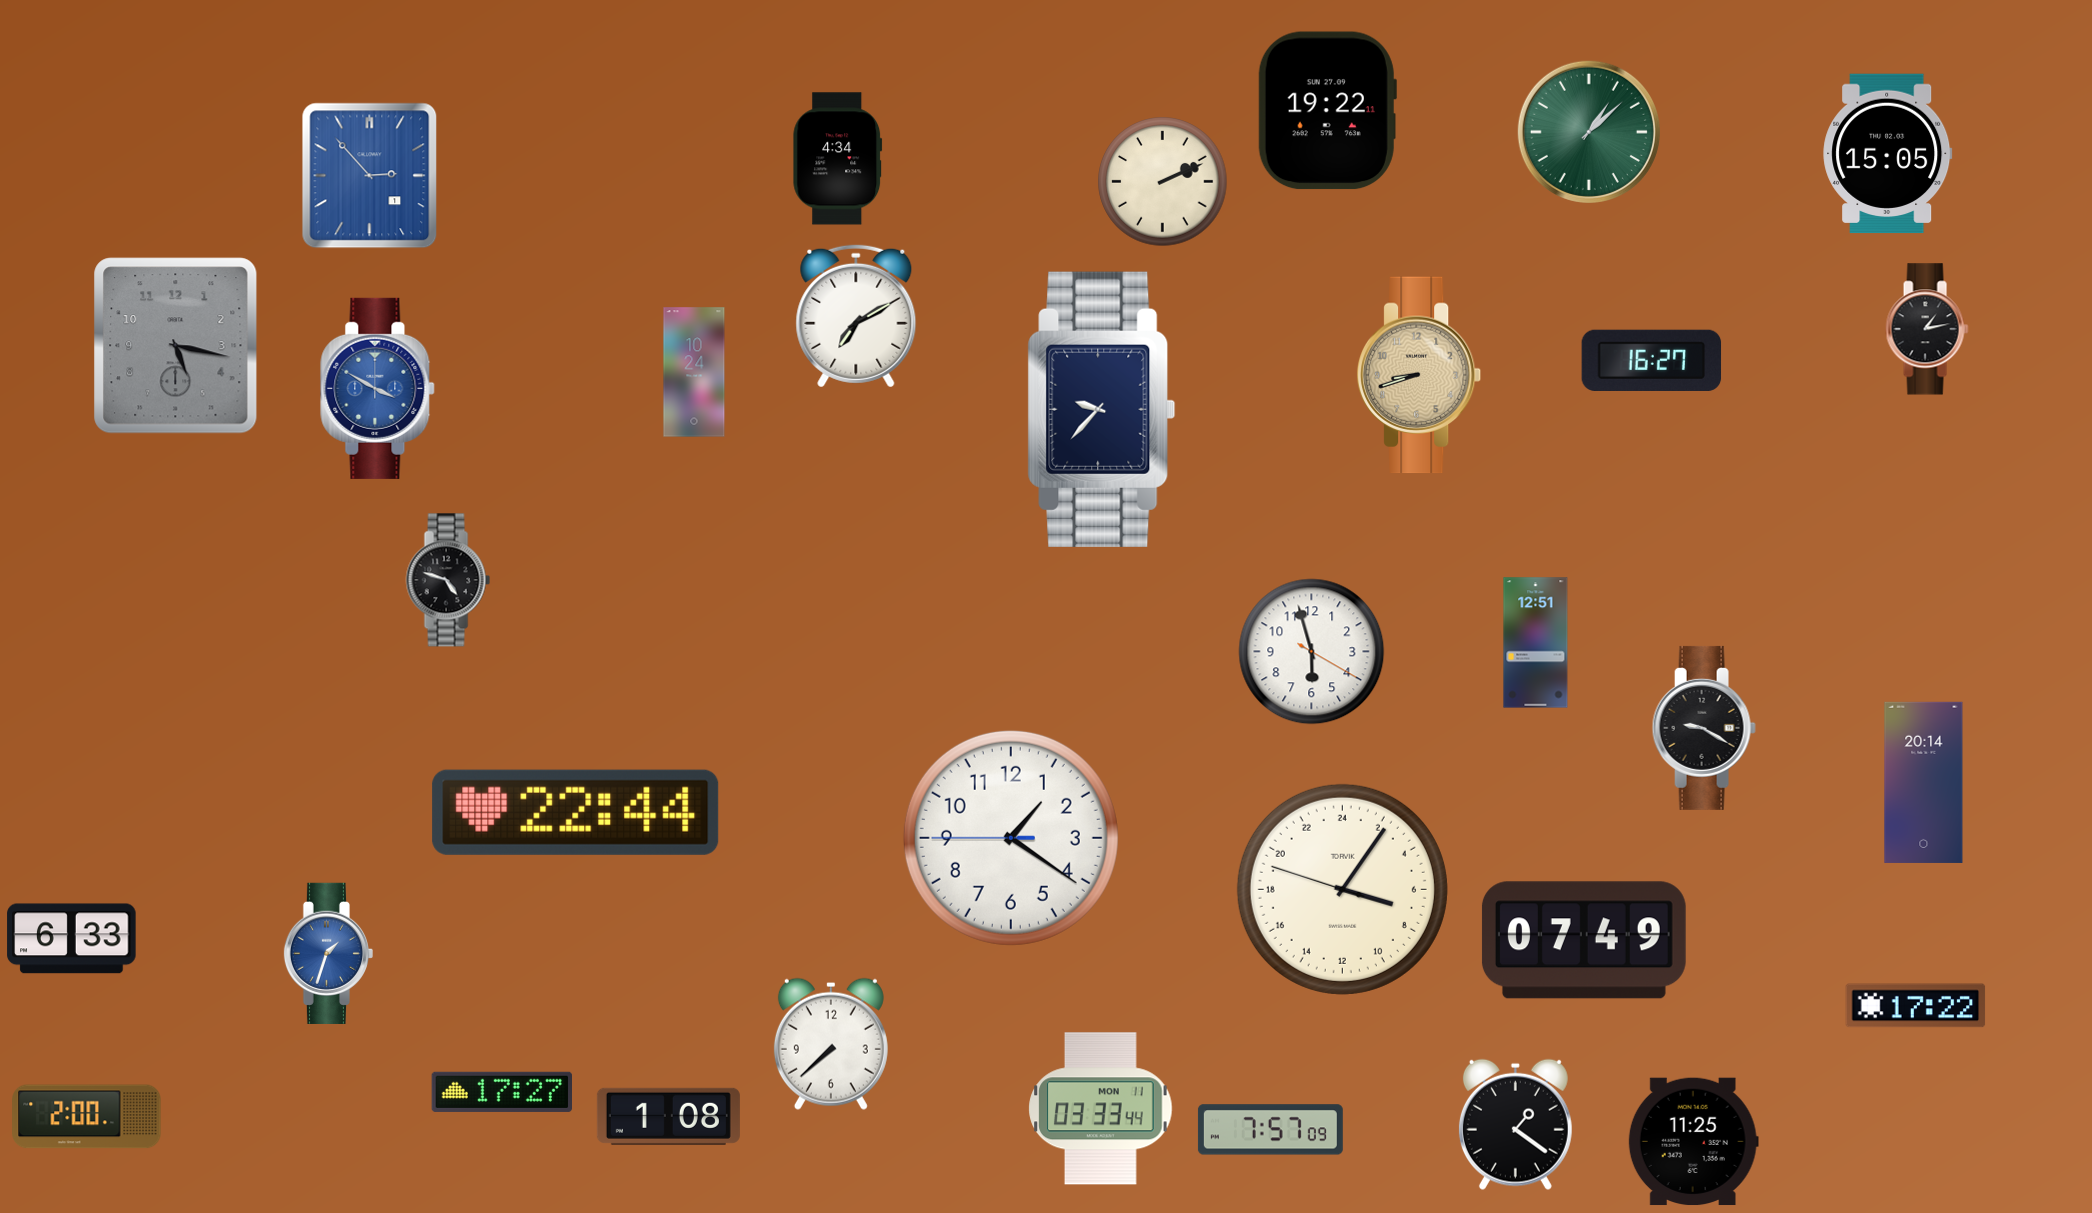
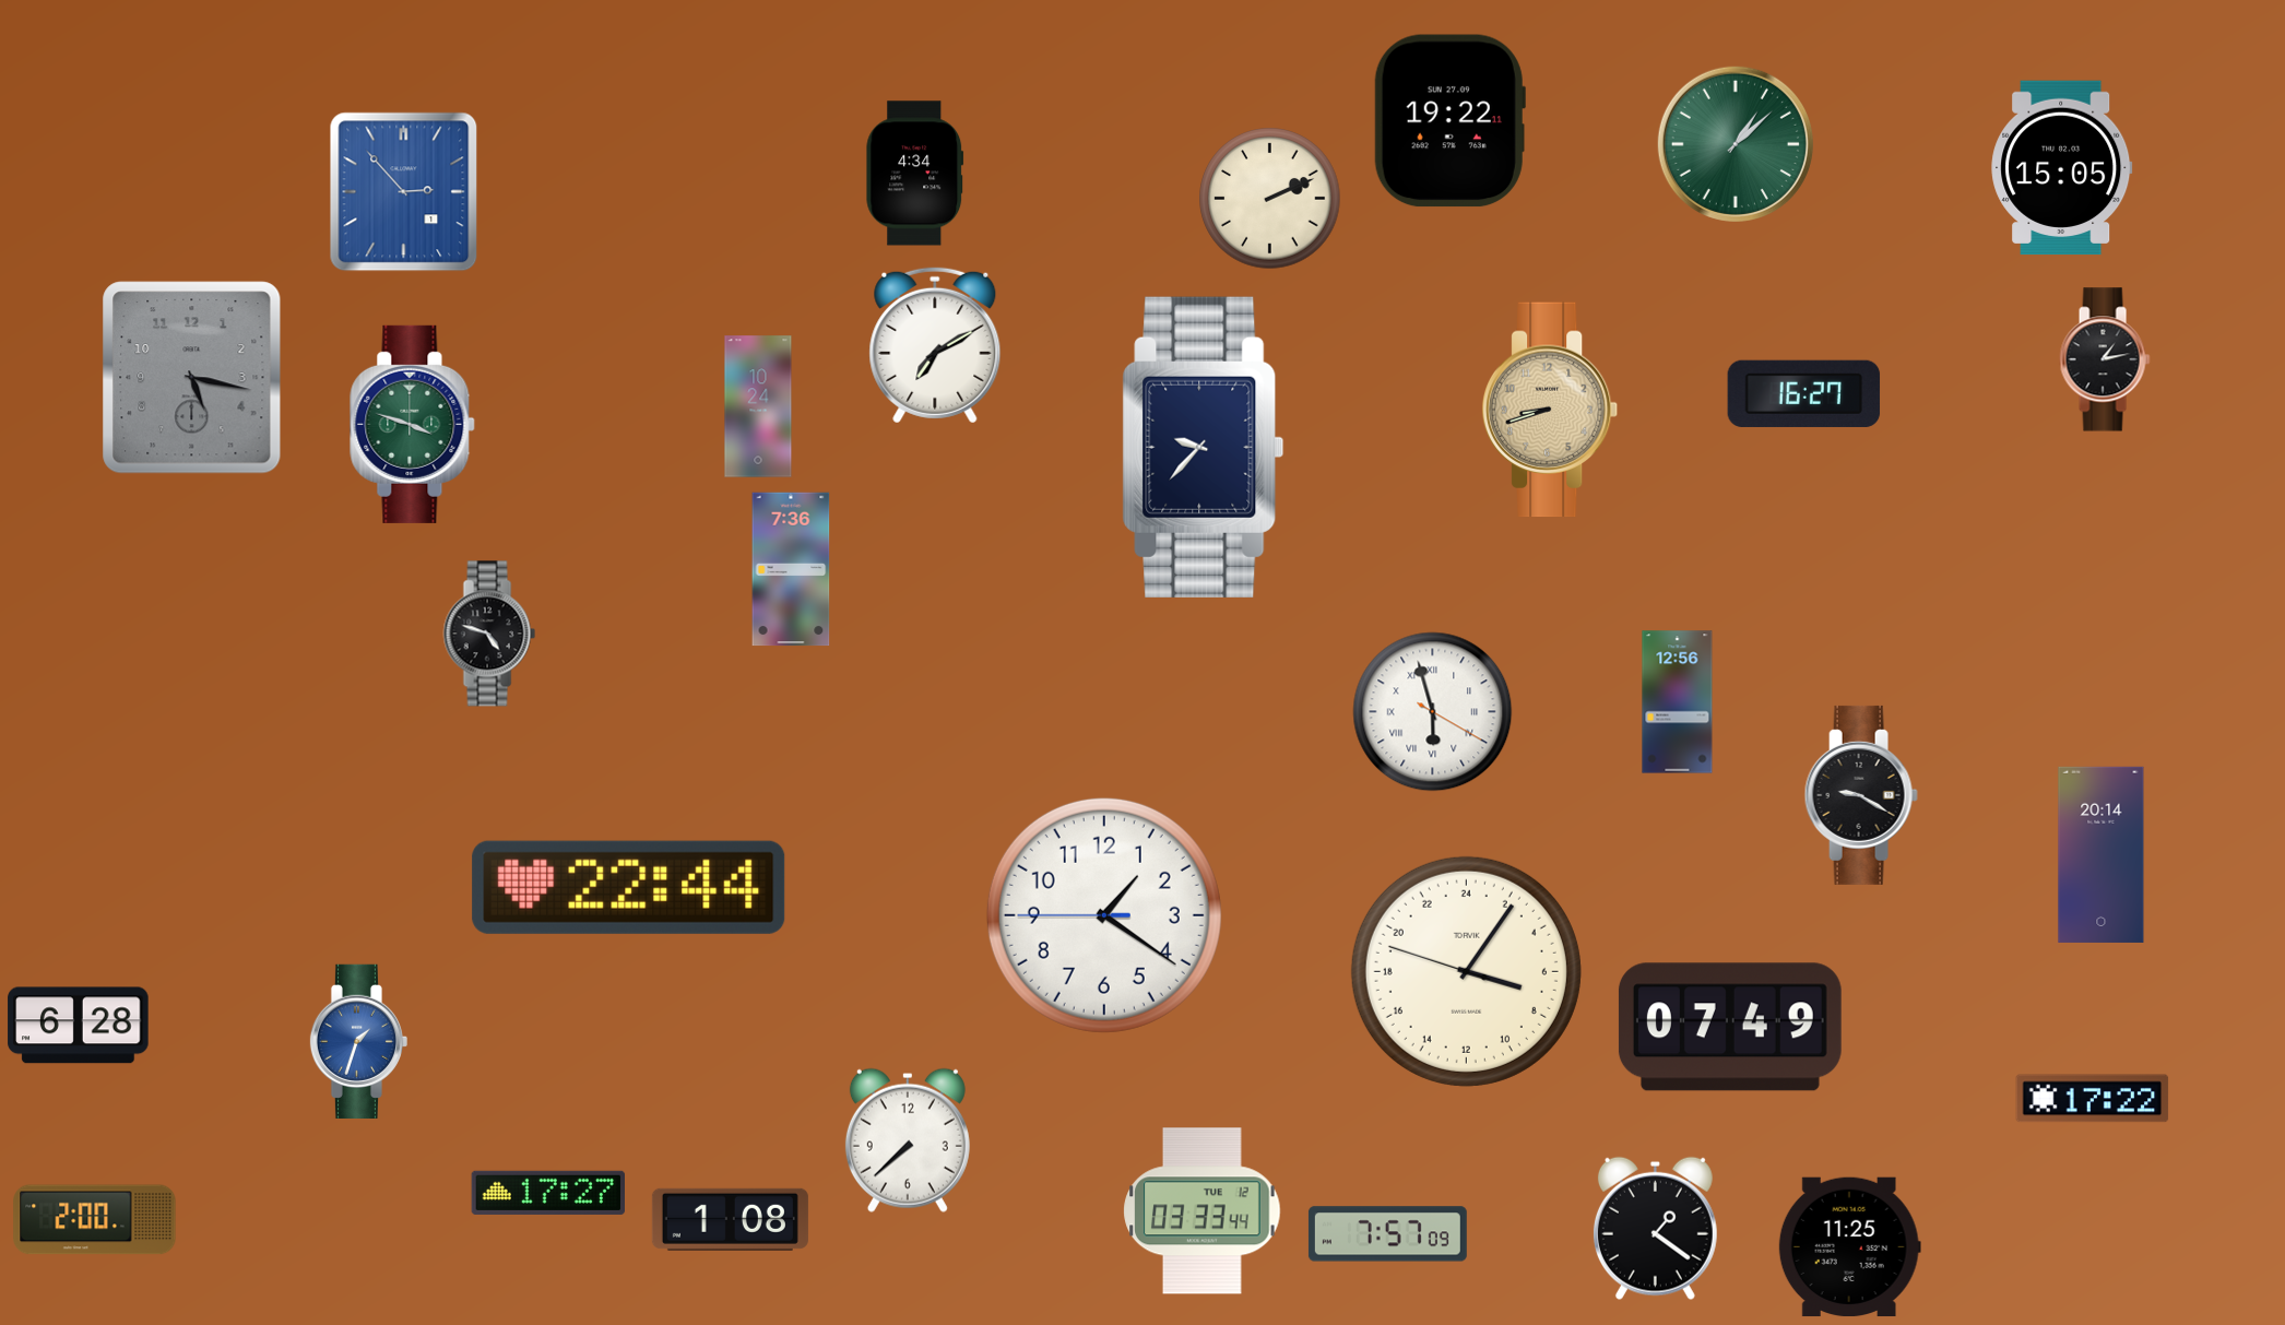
clock at (378, 388): 3:50 -> 3:48
clock at (378, 388) dial: blue -> green
clock at (791, 569): none -> 7:36
clock at (1536, 643): 12:51 -> 12:56
clock at (1312, 652) numerals: Arabic -> Roman
clock at (72, 939): 6:33 -> 6:28
clock at (1101, 1109) date: MON 11 -> TUE 12
